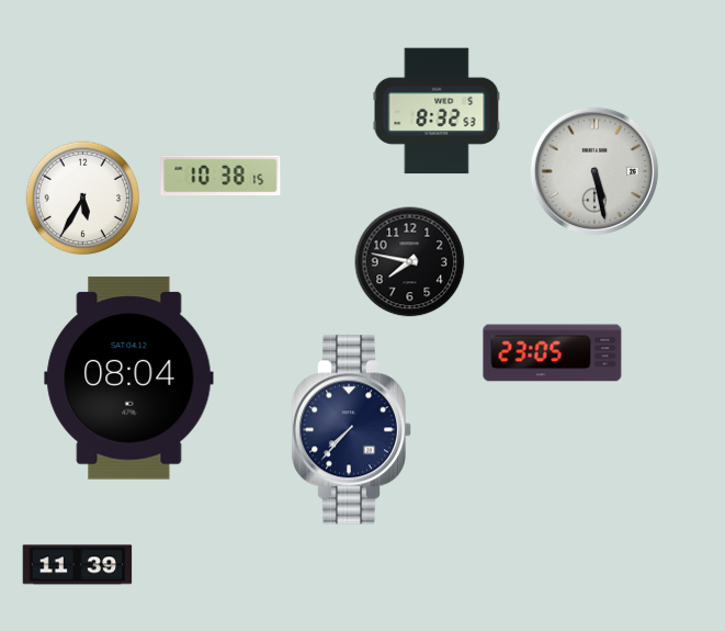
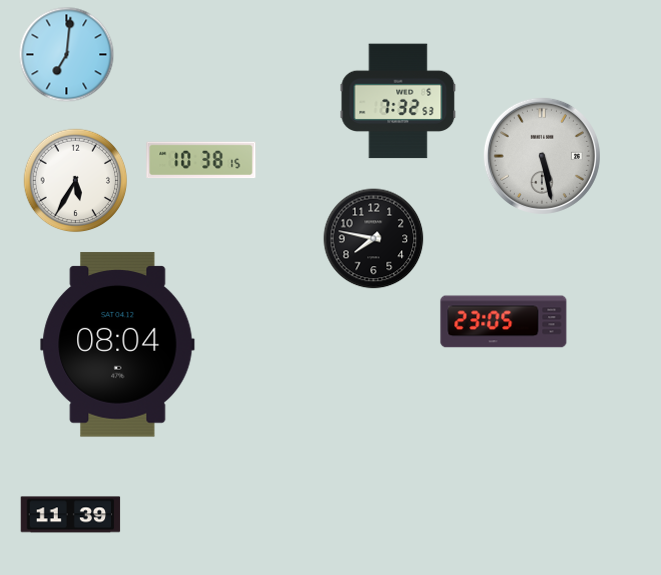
clock at (67, 55): none -> 7:01
clock at (437, 111): 8:32 -> 7:32
clock at (352, 430): 7:37 -> none
